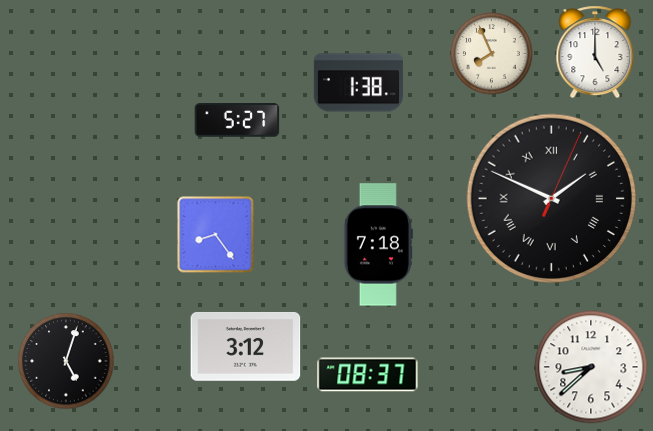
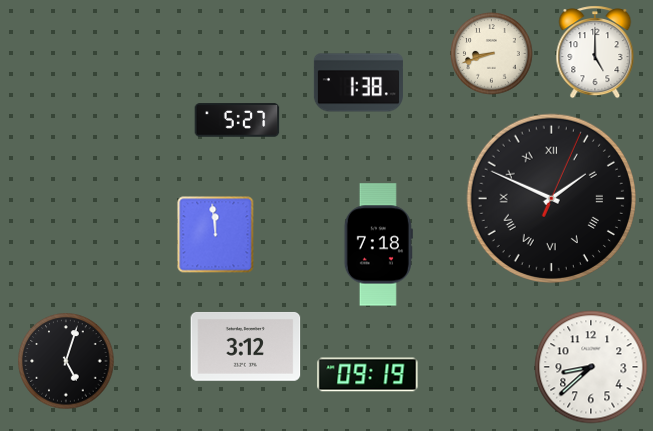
clock at (492, 54): 7:56 -> 8:42
clock at (216, 235): 8:24 -> 11:59
clock at (368, 375): 08:37 -> 09:19
